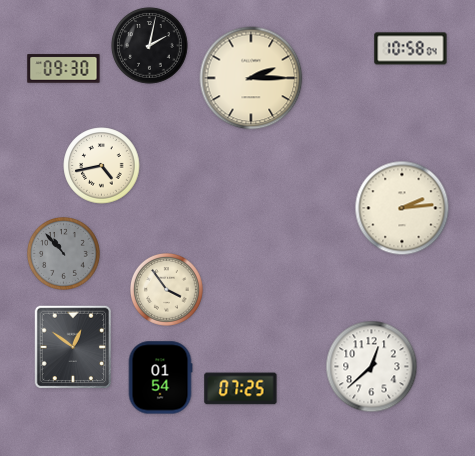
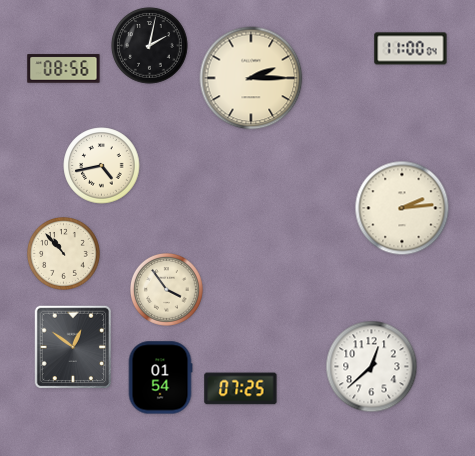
clock at (411, 49): 10:58 -> 11:00
clock at (64, 69): 09:30 -> 08:56
clock at (64, 254) dial: grey -> cream
